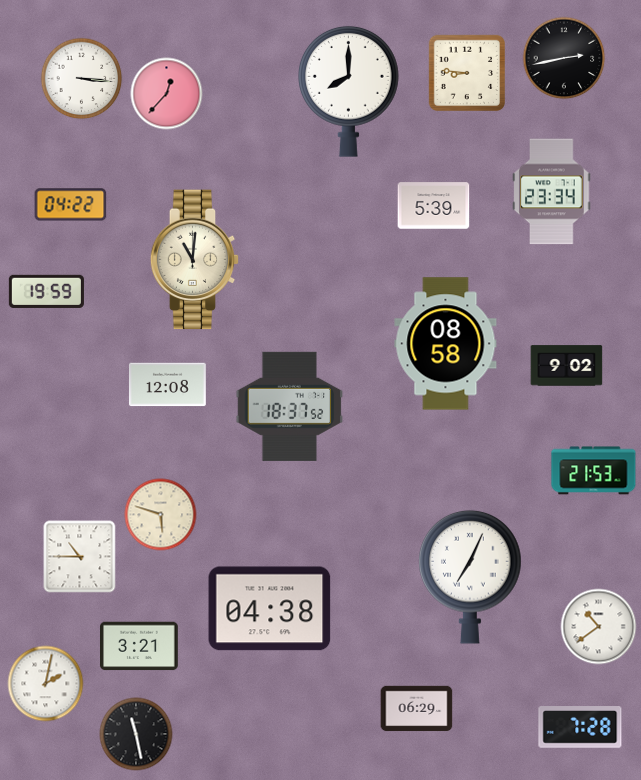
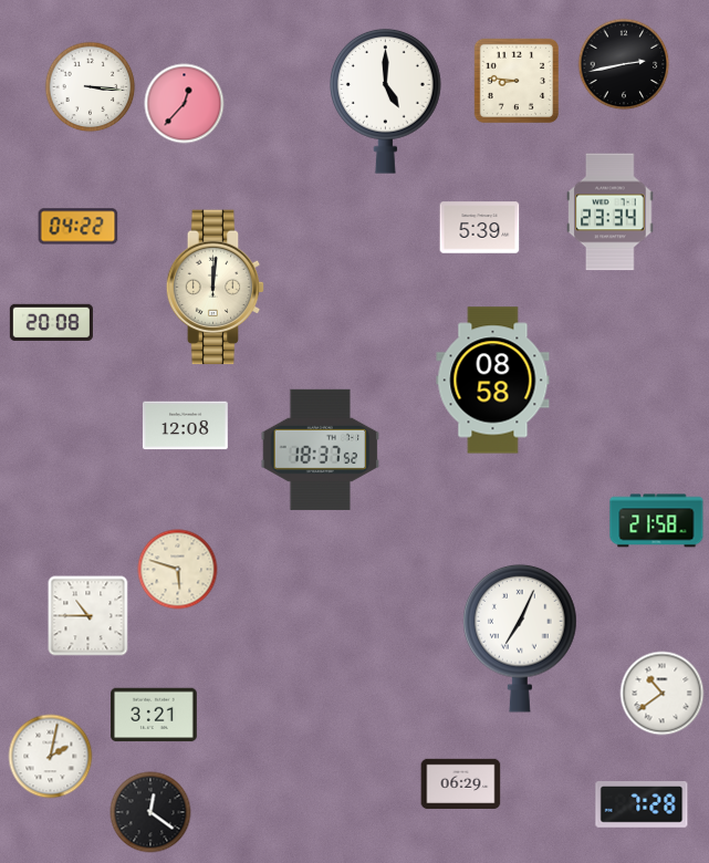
clock at (349, 91): 8:00 -> 5:00
clock at (195, 260): 11:01 -> 12:01
clock at (46, 291): 19:59 -> 20:08
clock at (567, 366): 9:02 -> none
clock at (594, 471): 21:53 -> 21:58
clock at (270, 609): 04:38 -> none
clock at (136, 734): 11:28 -> 12:21
